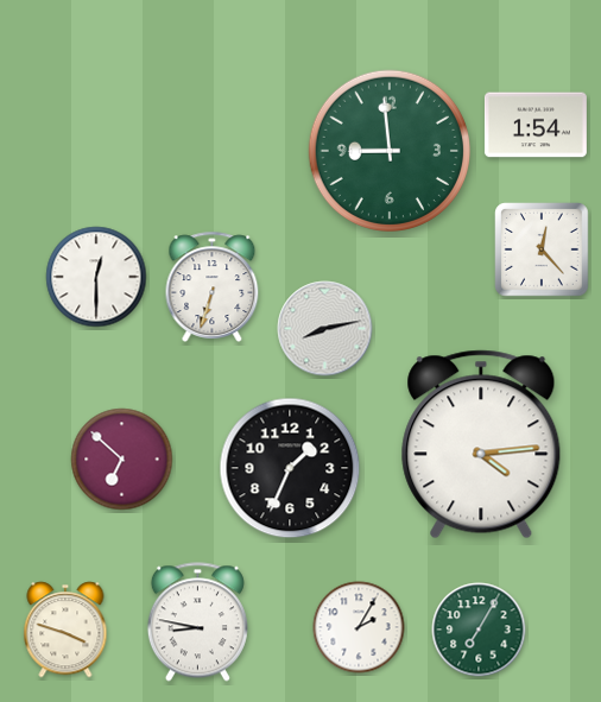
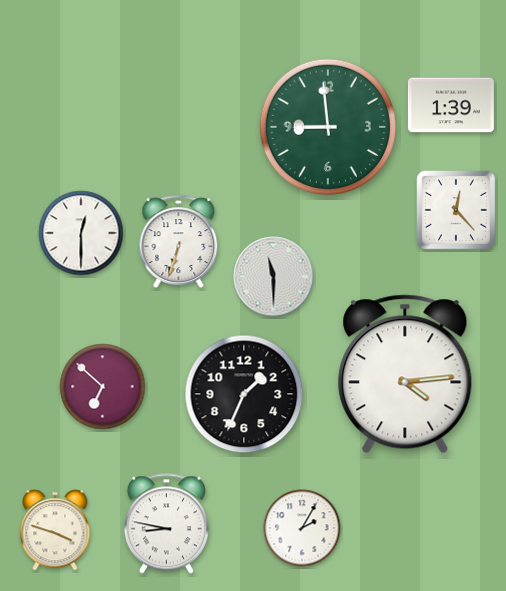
clock at (536, 125): 1:54 -> 1:39
clock at (325, 329): 8:13 -> 11:30
clock at (479, 630): 7:05 -> none
